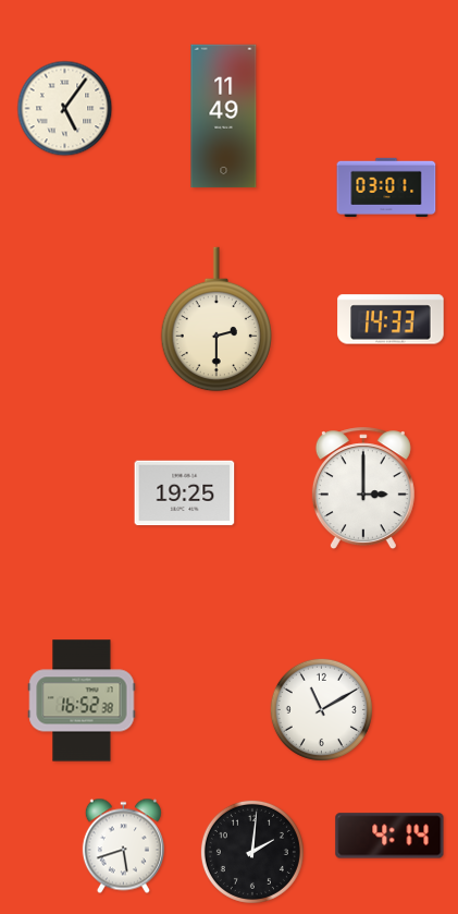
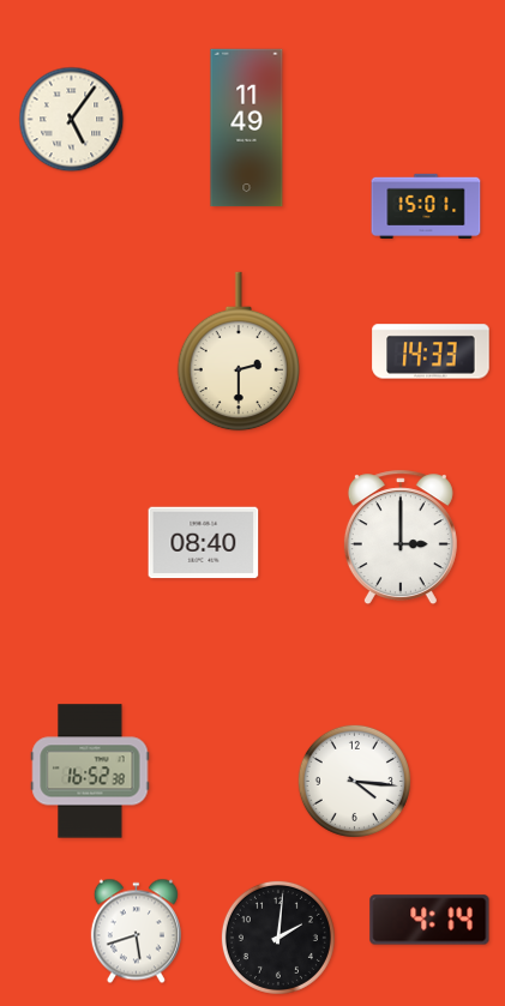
clock at (386, 186): 03:01 -> 15:01
clock at (185, 493): 19:25 -> 08:40
clock at (321, 709): 11:10 -> 4:16
